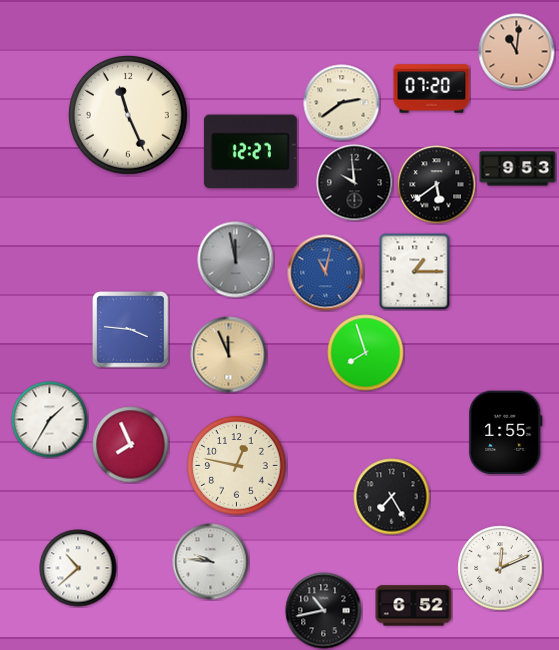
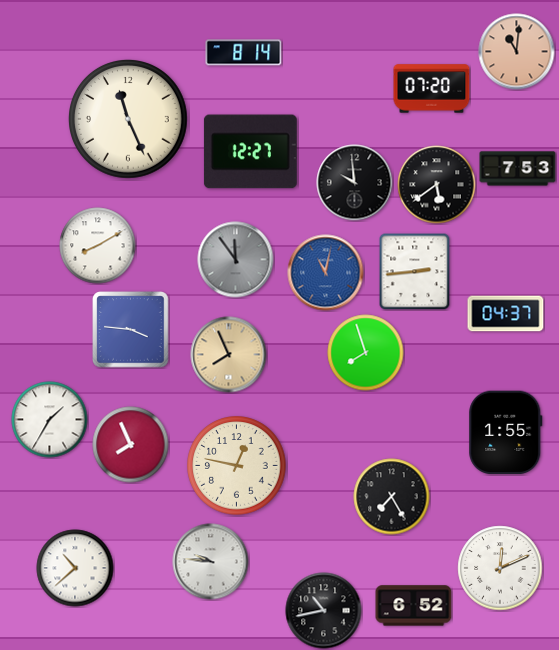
clock at (244, 53): none -> 8:14
clock at (342, 103): 2:39 -> none
clock at (129, 116) position: (129, 116) -> (129, 120)
clock at (518, 169): 9:53 -> 7:53
clock at (98, 246): none -> 8:10
clock at (236, 260): 11:58 -> 11:54
clock at (415, 271): 1:15 -> 2:44
clock at (506, 314): none -> 04:37
clock at (229, 355): 11:56 -> 7:56
clock at (78, 568) position: (78, 568) -> (75, 568)
